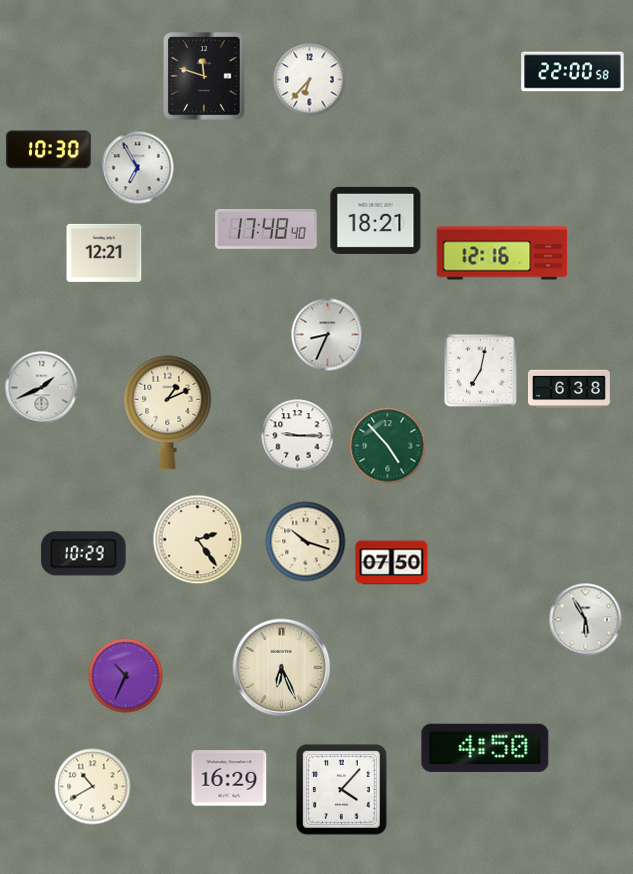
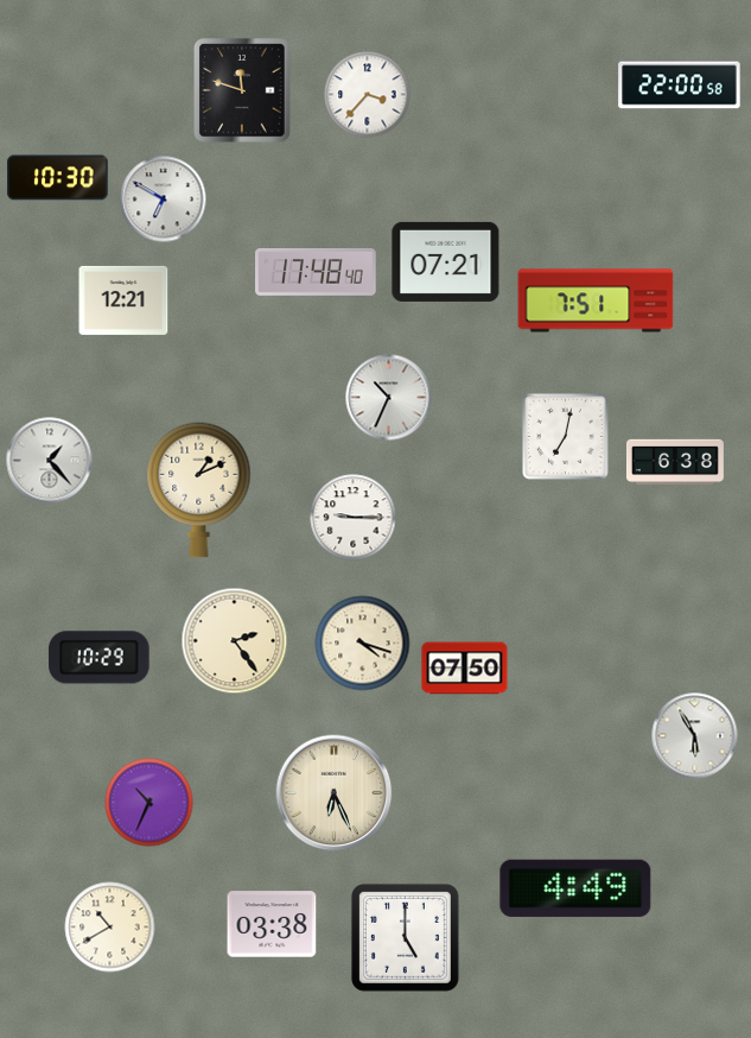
clock at (310, 80): 6:37 -> 3:37
clock at (138, 168): 6:55 -> 6:50
clock at (376, 220): 18:21 -> 07:21
clock at (502, 253): 12:16 -> 7:51
clock at (328, 335): 8:34 -> 10:34
clock at (481, 371) position: (481, 371) -> (566, 437)
clock at (42, 388): 1:41 -> 1:23
clock at (388, 446): 4:53 -> none
clock at (306, 542): 10:18 -> 4:18
clock at (485, 748): 4:50 -> 4:49
clock at (229, 778): 16:29 -> 03:38
clock at (93, 787) position: (93, 787) -> (110, 928)
clock at (341, 789): 4:07 -> 5:00
